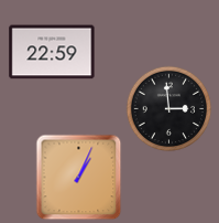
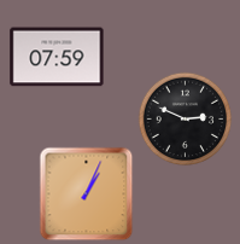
clock at (52, 52): 22:59 -> 07:59
clock at (168, 108): 2:59 -> 2:49
